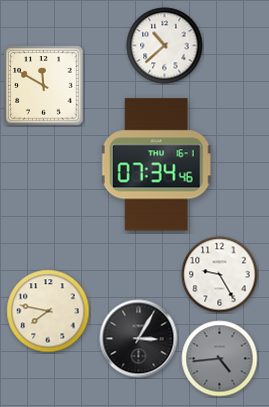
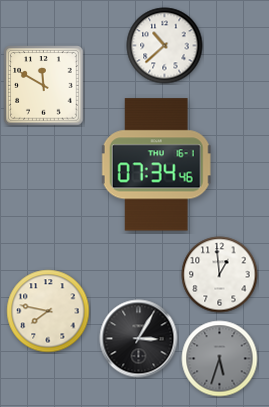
clock at (220, 275): 9:25 -> 12:59
clock at (220, 359): 4:44 -> 5:33
